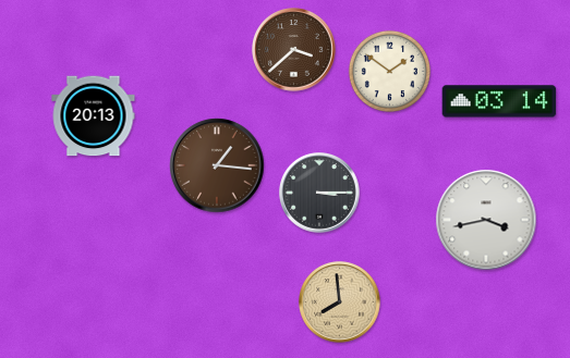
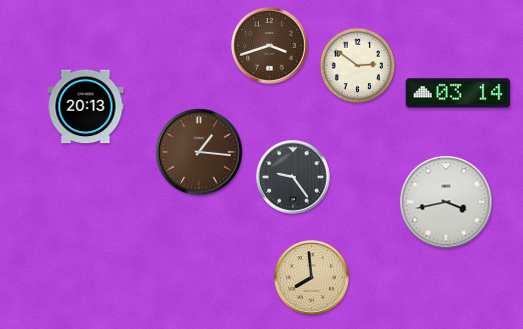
clock at (294, 50): 3:38 -> 3:42
clock at (389, 71): 1:51 -> 2:51
clock at (319, 193): 3:15 -> 9:24
